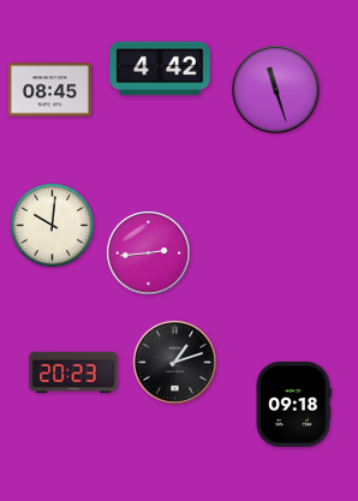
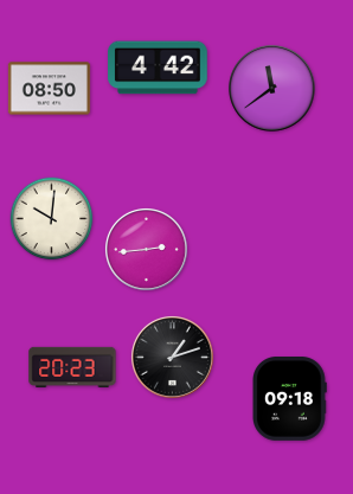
clock at (49, 90): 08:45 -> 08:50
clock at (276, 90): 11:27 -> 11:39
clock at (53, 226) position: (53, 226) -> (52, 219)
